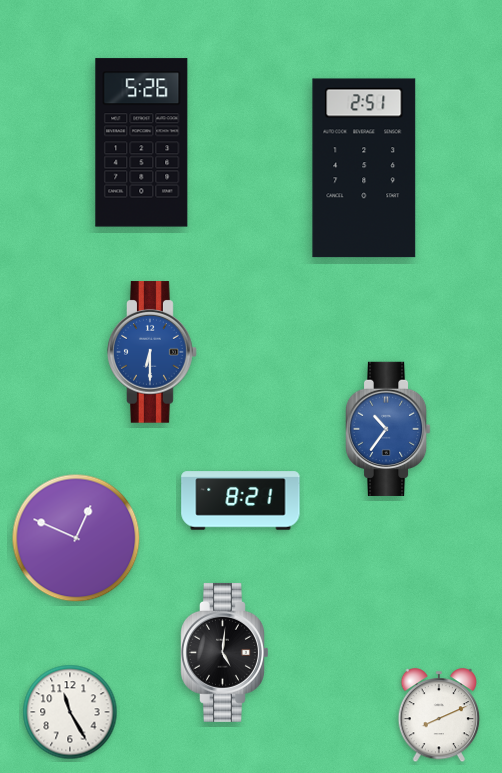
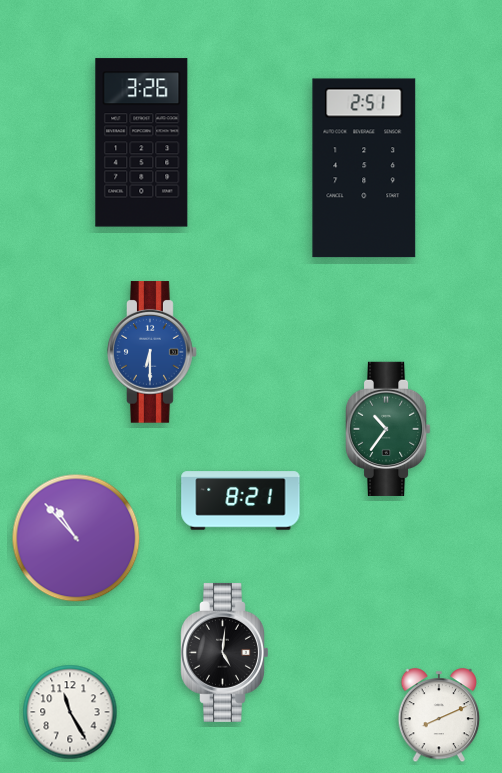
clock at (142, 143): 5:26 -> 3:26
clock at (388, 429) dial: blue -> green
clock at (76, 538): 12:49 -> 10:53
